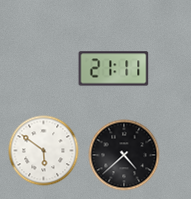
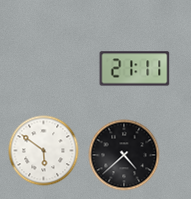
clock at (114, 69) position: (114, 69) -> (135, 69)
